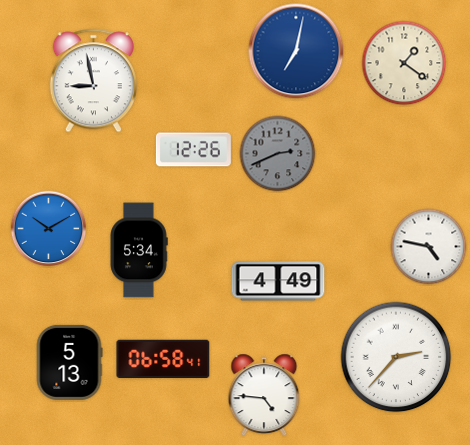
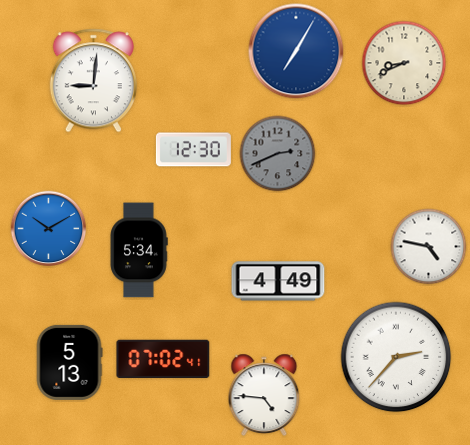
clock at (296, 51): 7:02 -> 7:05
clock at (404, 63): 1:21 -> 8:41
clock at (93, 81): 8:58 -> 9:01
clock at (193, 150): 12:26 -> 12:30
clock at (163, 358): 06:58 -> 07:02
